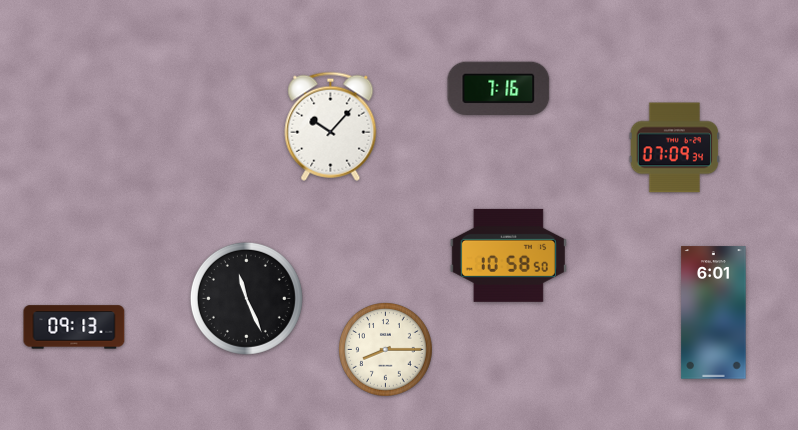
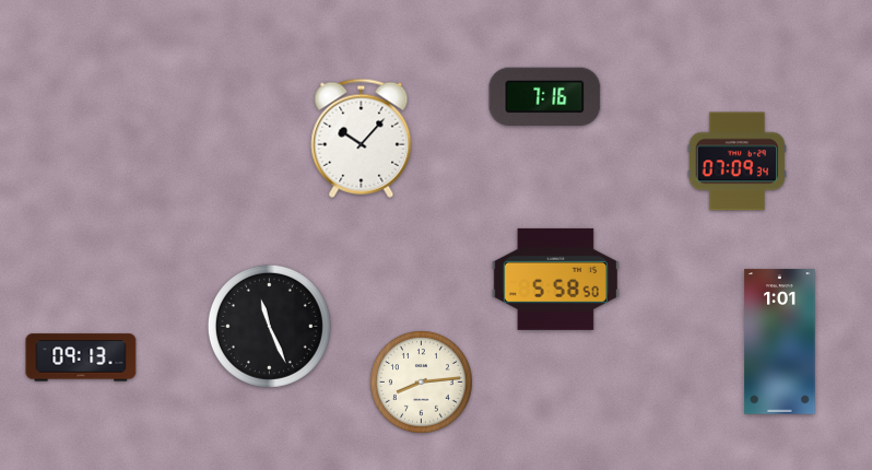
clock at (508, 255): 10:58 -> 5:58
clock at (714, 313): 6:01 -> 1:01
clock at (386, 350): 8:15 -> 8:14
